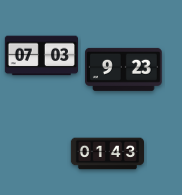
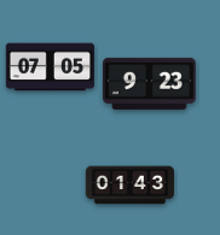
clock at (41, 56): 07:03 -> 07:05
